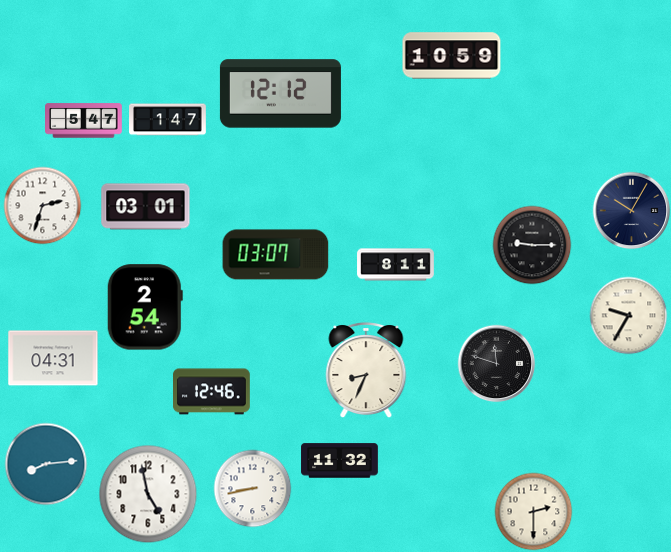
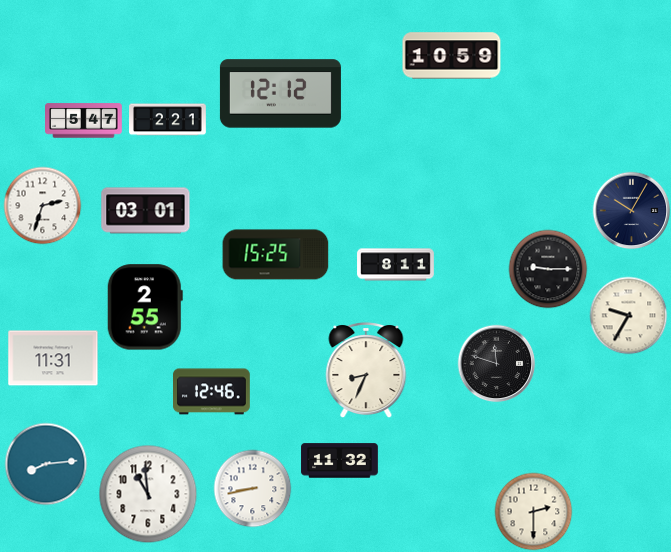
clock at (168, 120): 1:47 -> 2:21
clock at (146, 207) position: (146, 207) -> (146, 211)
clock at (532, 245) position: (532, 245) -> (548, 269)
clock at (276, 255): 03:07 -> 15:25
clock at (145, 307): 2:54 -> 2:55
clock at (53, 358): 04:31 -> 11:31
clock at (148, 494): 4:58 -> 10:59
